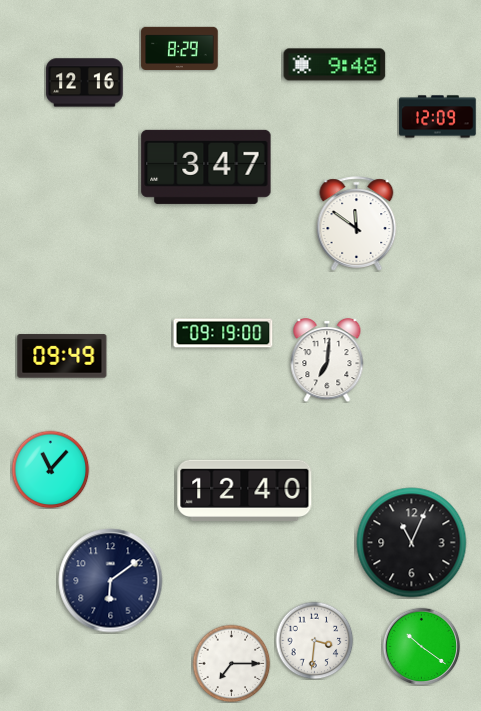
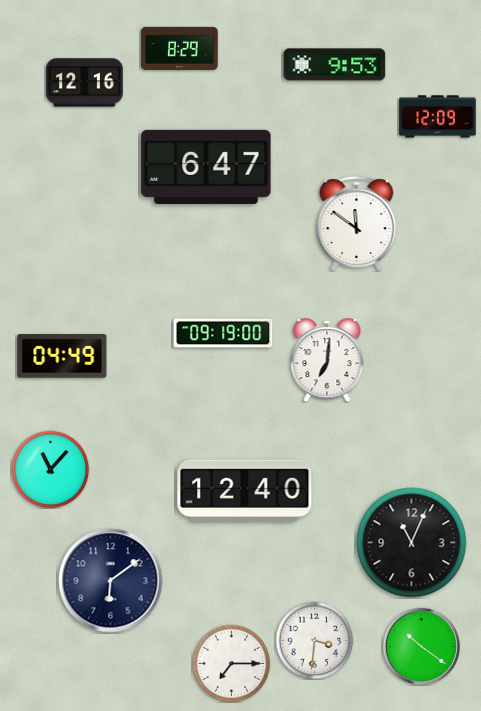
clock at (335, 65): 9:48 -> 9:53
clock at (206, 167): 3:47 -> 6:47
clock at (62, 356): 09:49 -> 04:49
